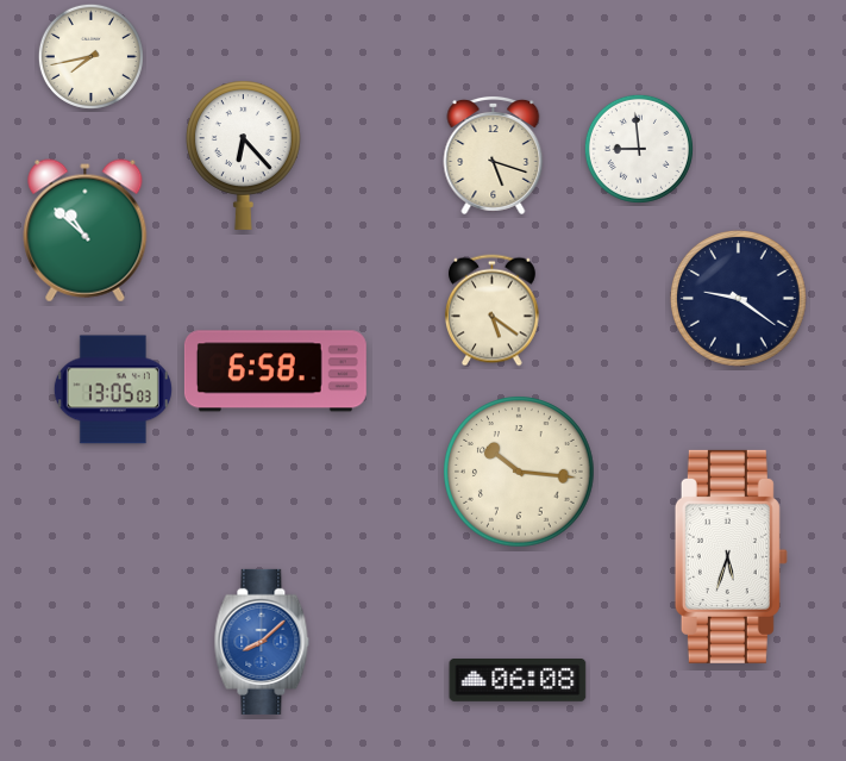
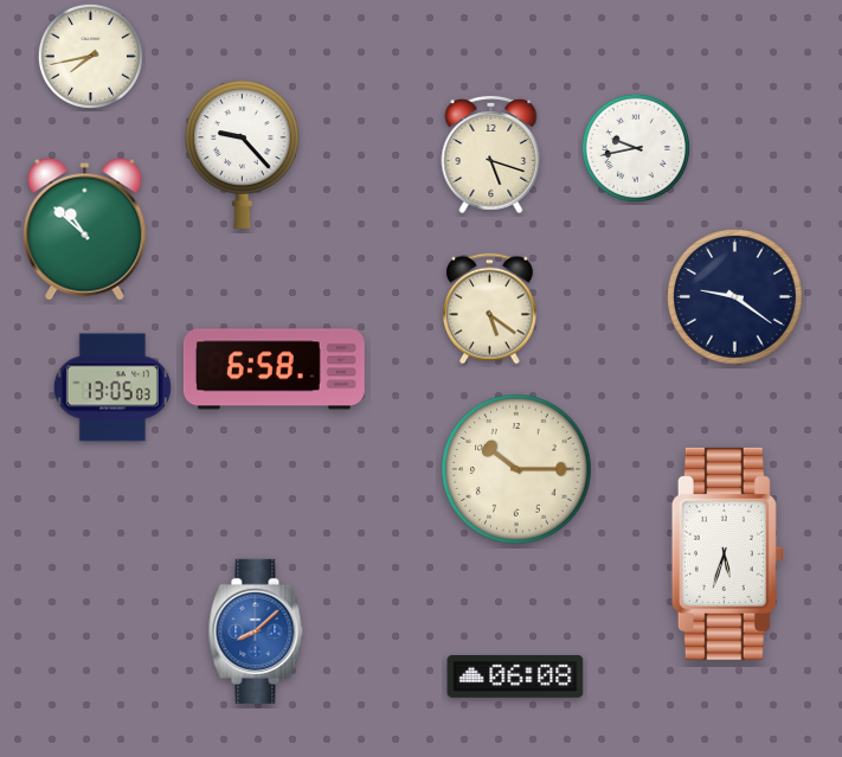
clock at (639, 149): 8:59 -> 9:43
clock at (244, 155): 6:23 -> 9:23
clock at (519, 472): 10:16 -> 10:15
clock at (262, 642) position: (262, 642) -> (256, 631)
